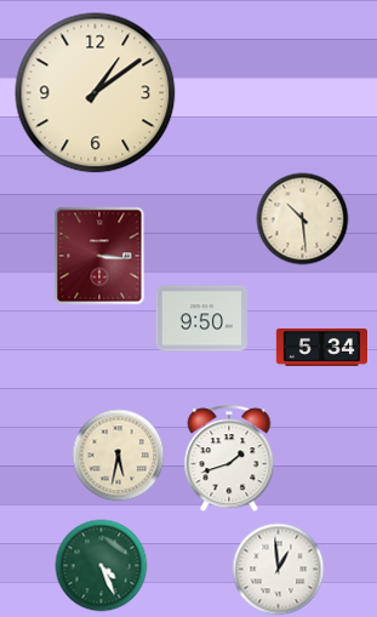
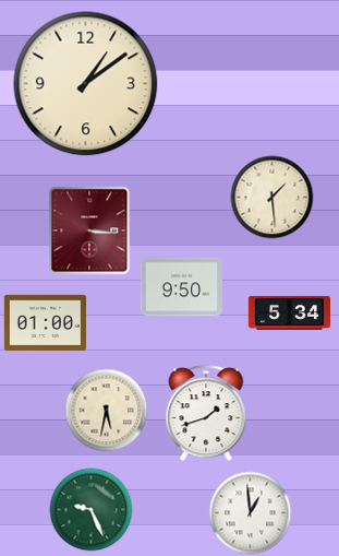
clock at (303, 219): 10:29 -> 1:29
clock at (45, 322): none -> 01:00
clock at (102, 566): 4:26 -> 9:26
